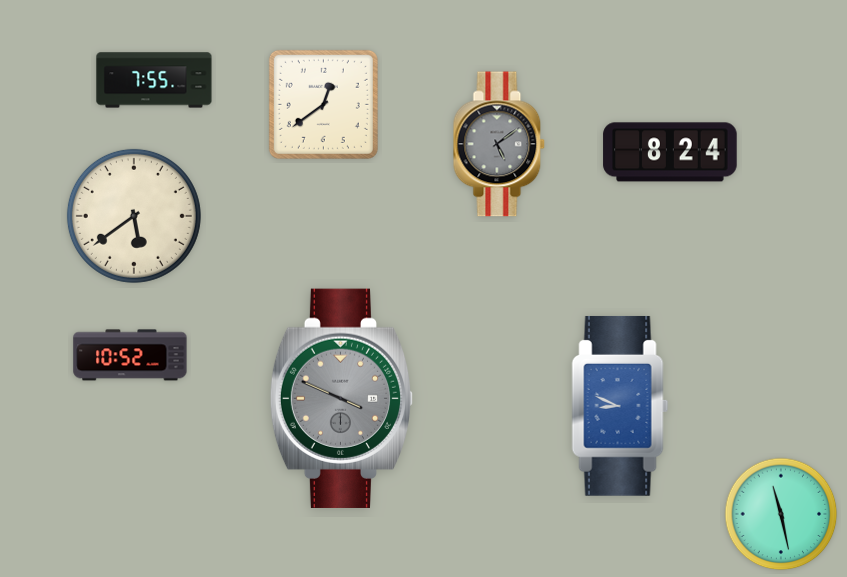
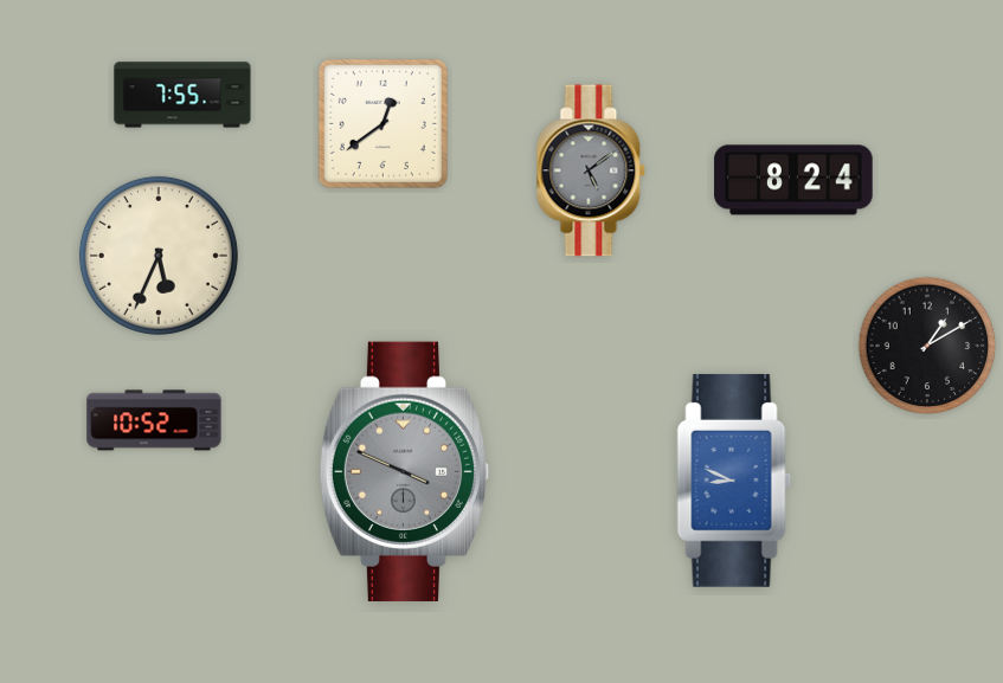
clock at (134, 216): 5:39 -> 5:34
clock at (927, 346): none -> 1:10
clock at (781, 514): 11:28 -> none
